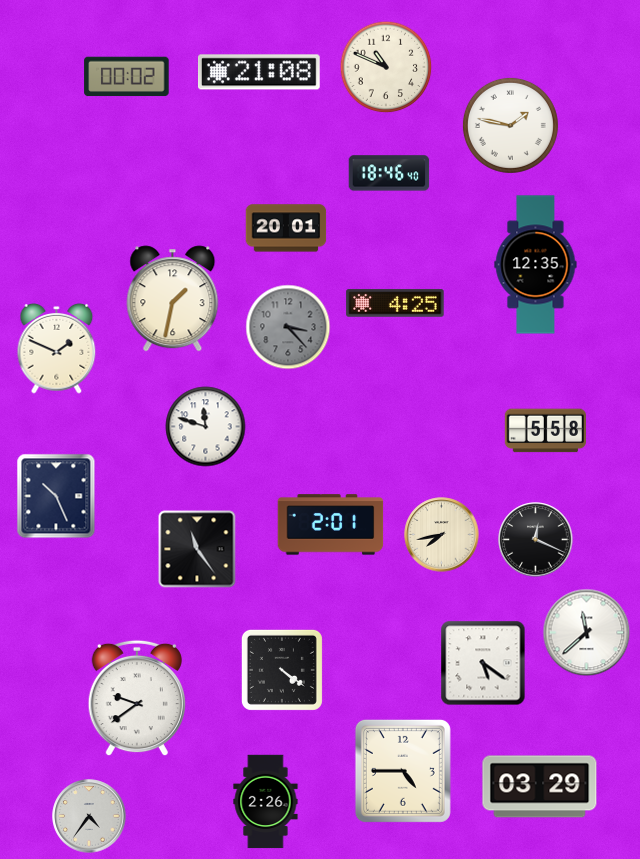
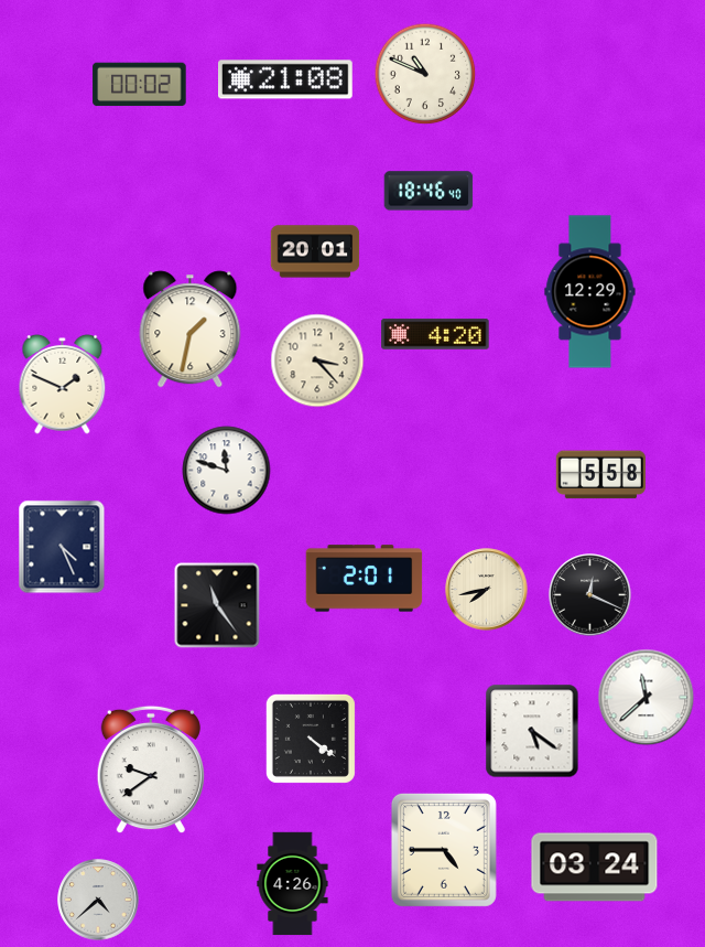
clock at (510, 125): 1:47 -> none
clock at (536, 265): 12:35 -> 12:29
clock at (395, 303): 4:25 -> 4:20
clock at (288, 327) dial: grey -> cream
clock at (56, 496): 10:26 -> 4:26
clock at (540, 787): 03:29 -> 03:24
clock at (266, 802): 2:26 -> 4:26
clock at (89, 816): 4:36 -> 4:38
